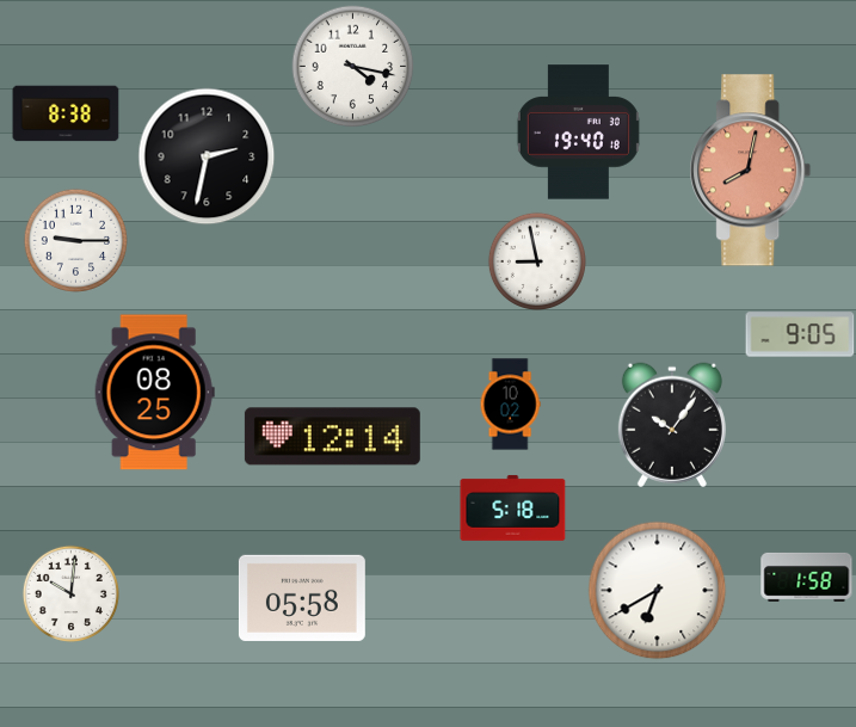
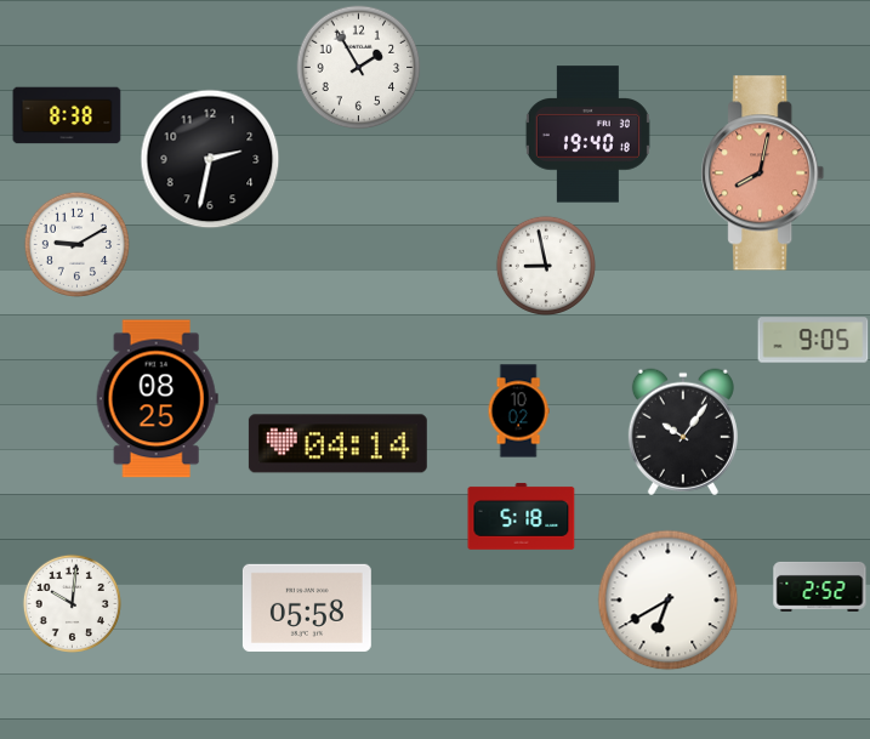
clock at (353, 67): 4:17 -> 1:55
clock at (75, 240): 9:15 -> 9:10
clock at (332, 437): 12:14 -> 04:14
clock at (807, 577): 1:58 -> 2:52
